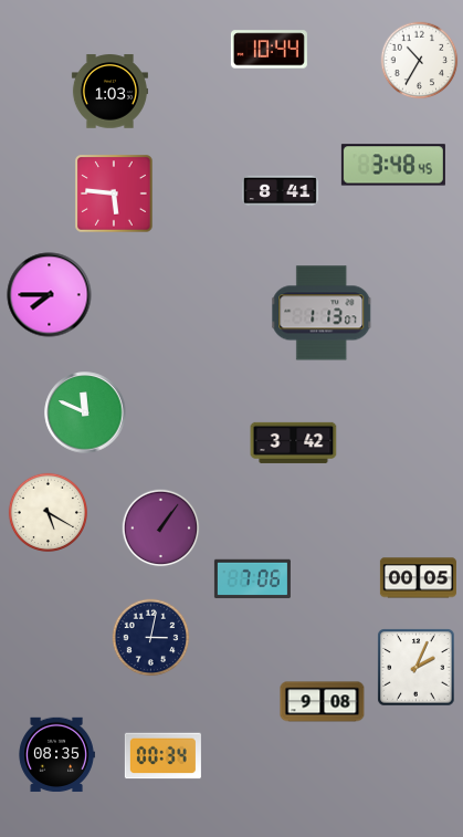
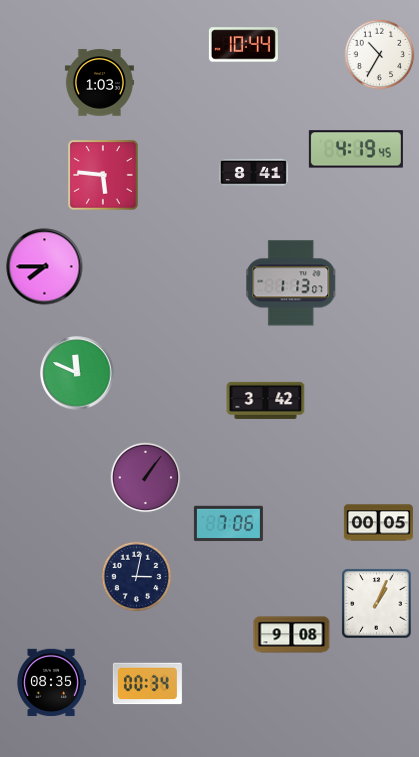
clock at (393, 165): 3:48 -> 4:19
clock at (48, 512): 5:20 -> none
clock at (417, 668): 2:04 -> 1:04
